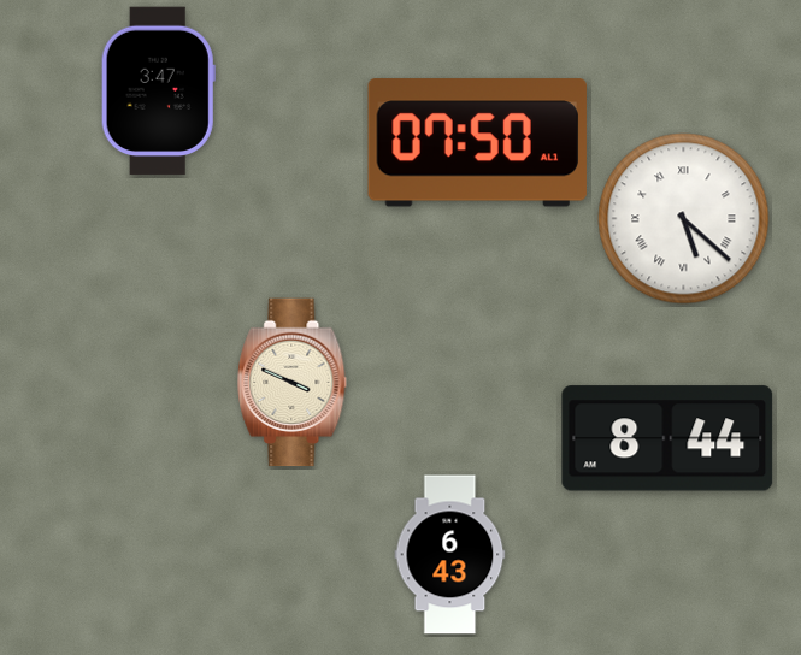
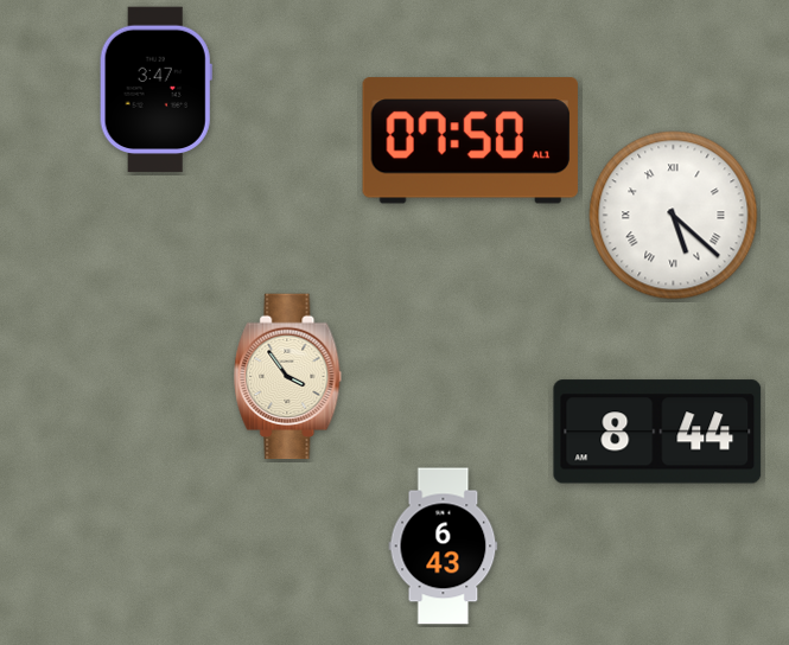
clock at (293, 383): 3:49 -> 3:54
